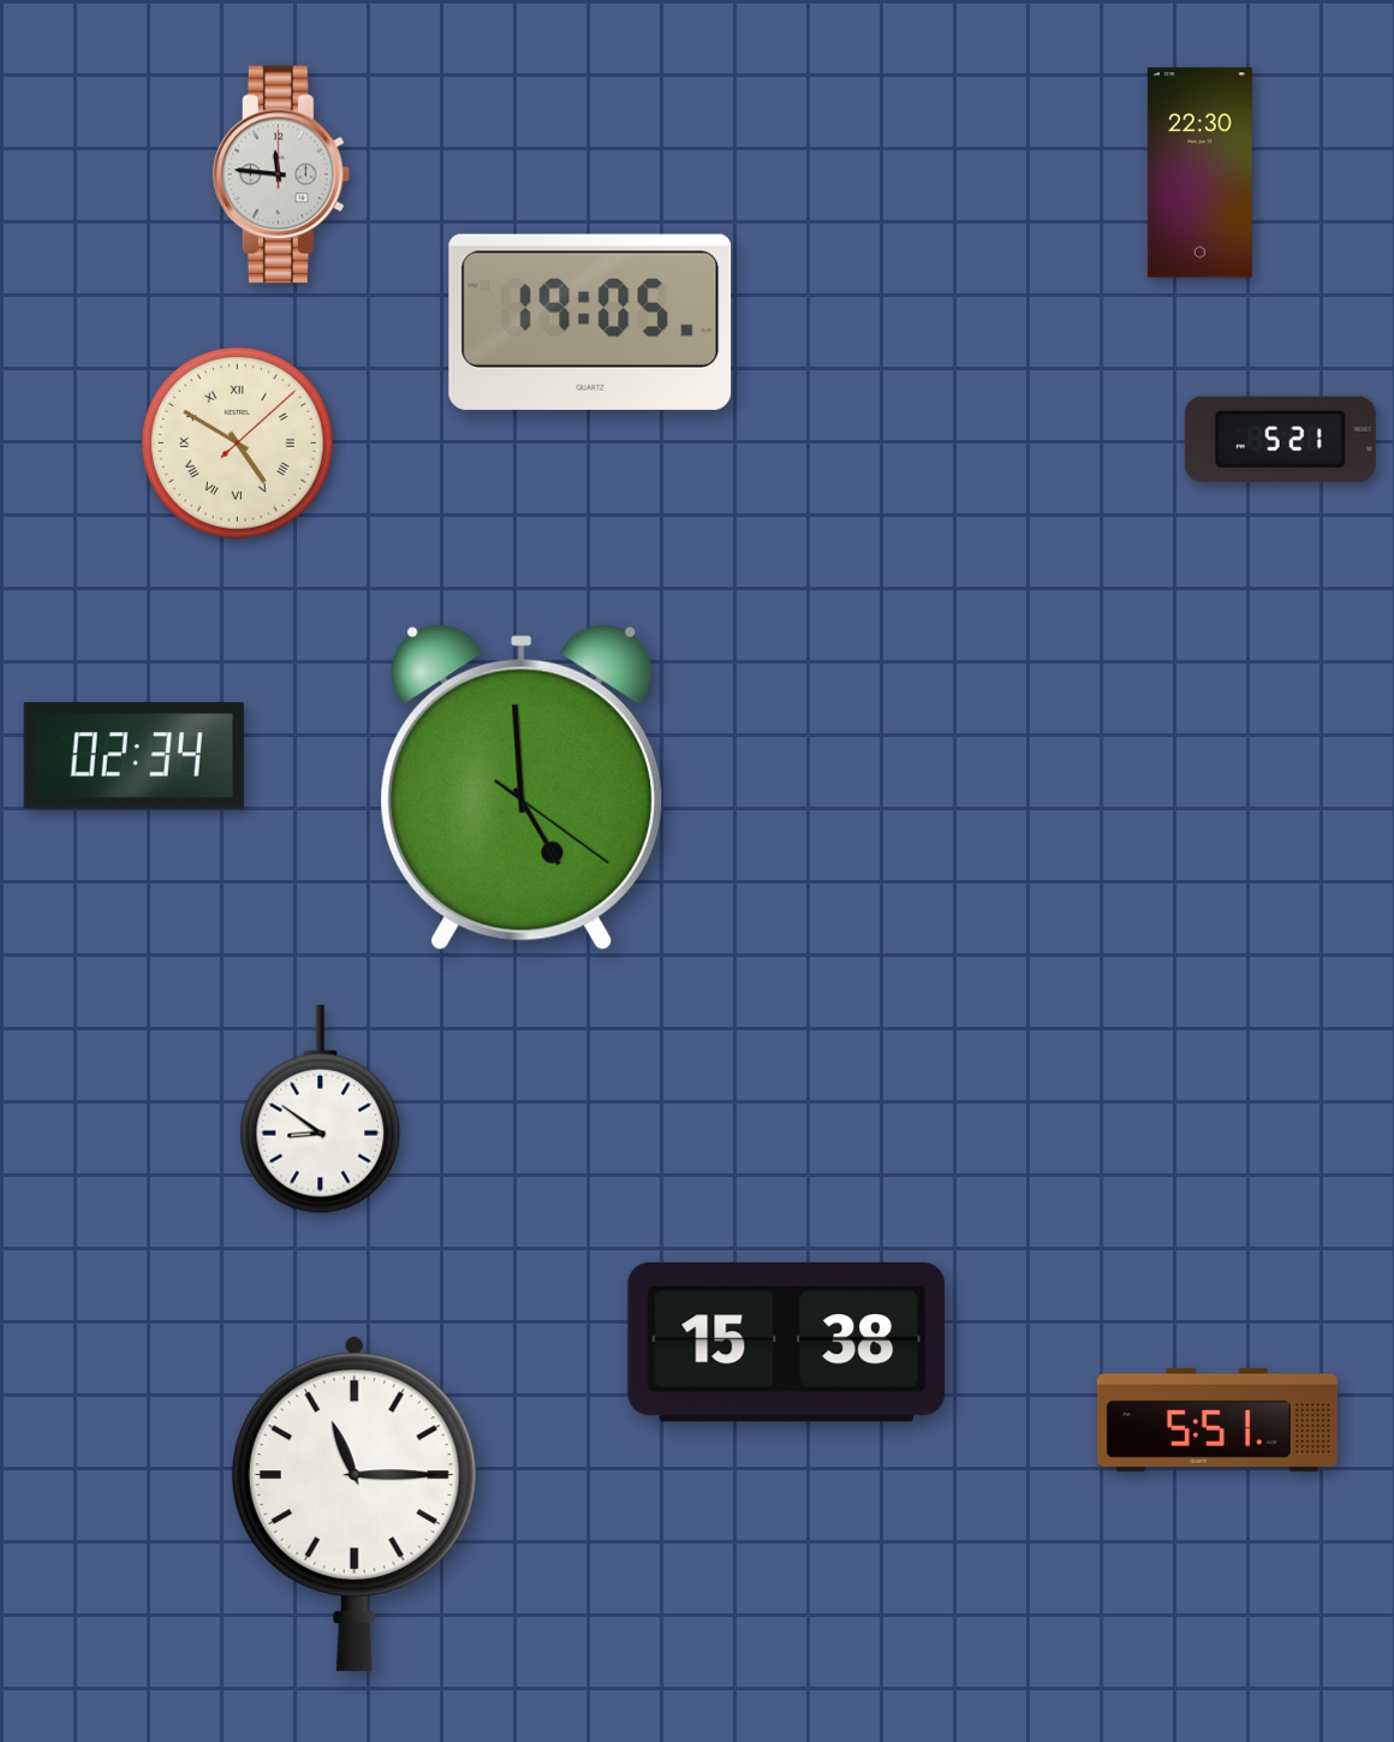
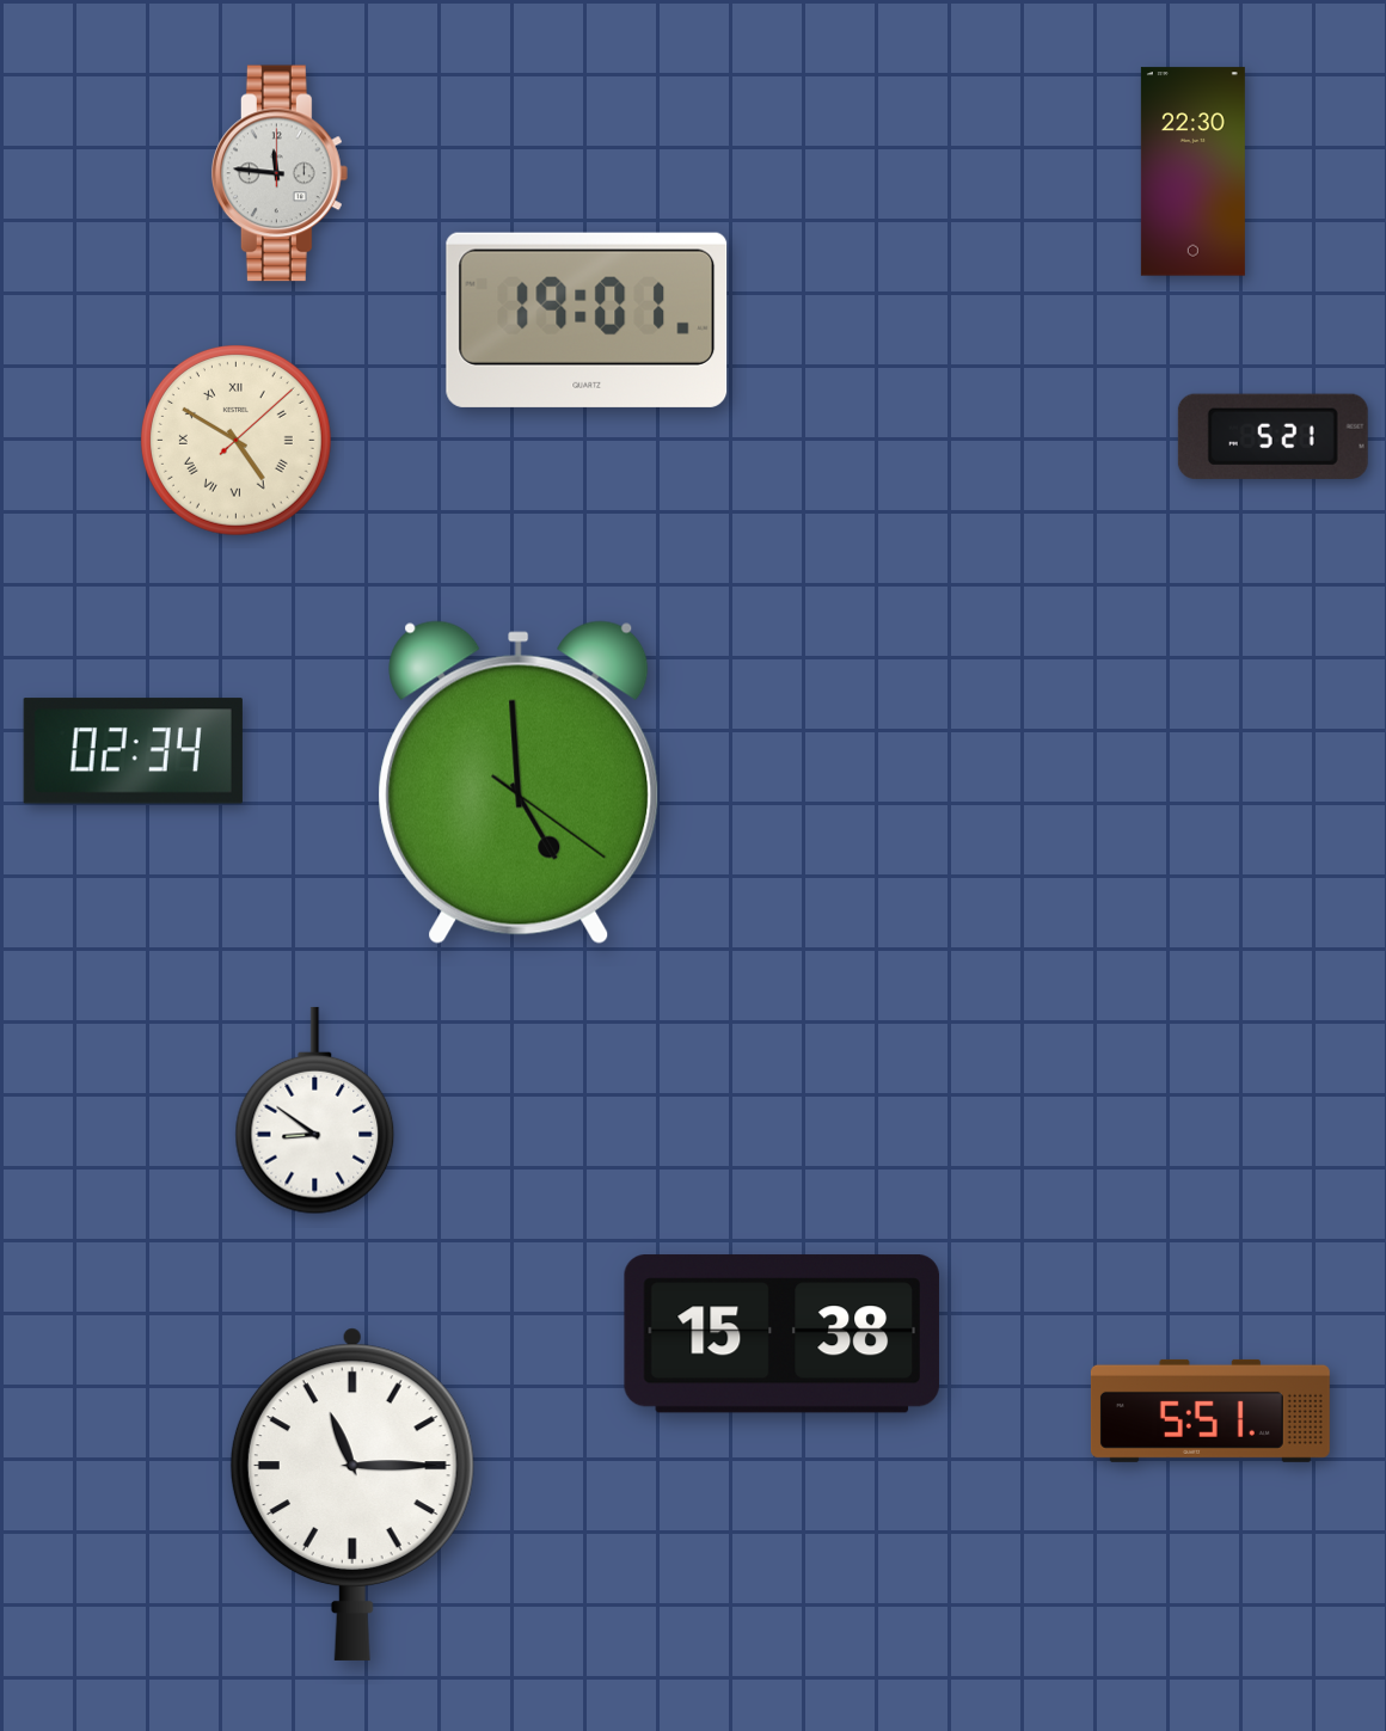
clock at (590, 322): 19:05 -> 19:01
clock at (321, 1110) position: (321, 1110) -> (315, 1111)
